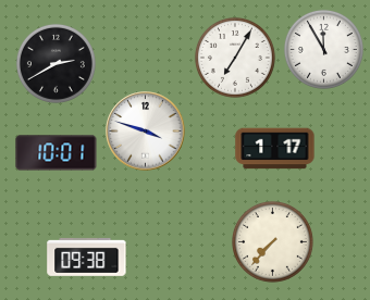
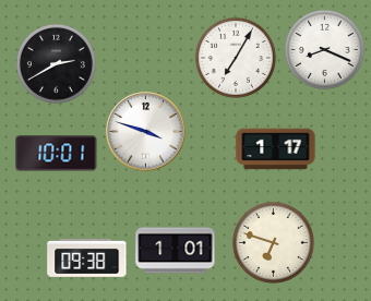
clock at (323, 49): 11:55 -> 8:19
clock at (273, 242): 7:37 -> 6:48
clock at (176, 251): none -> 1:01
